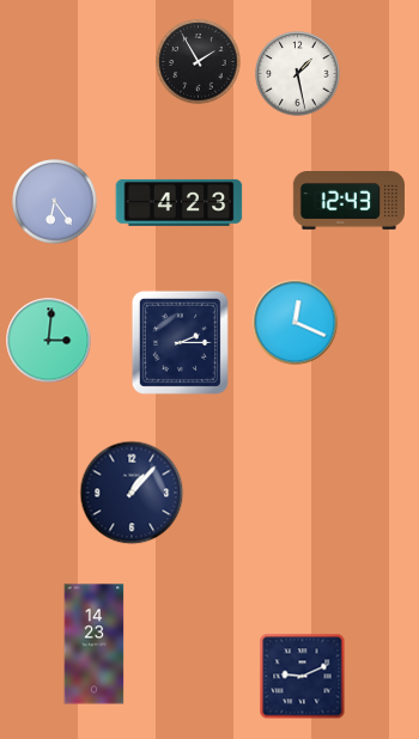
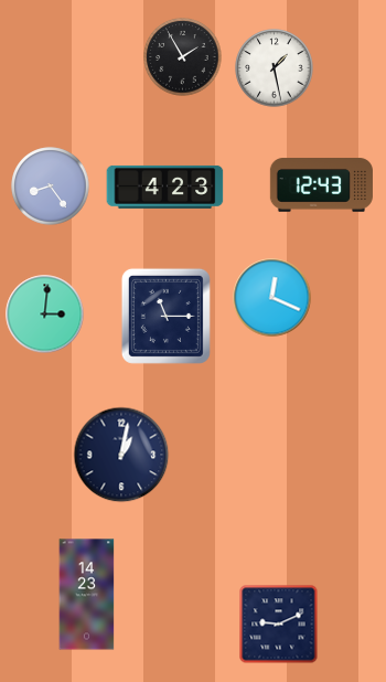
clock at (55, 202): 6:24 -> 8:24
clock at (180, 342): 2:15 -> 11:15
clock at (132, 493): 1:07 -> 1:02
